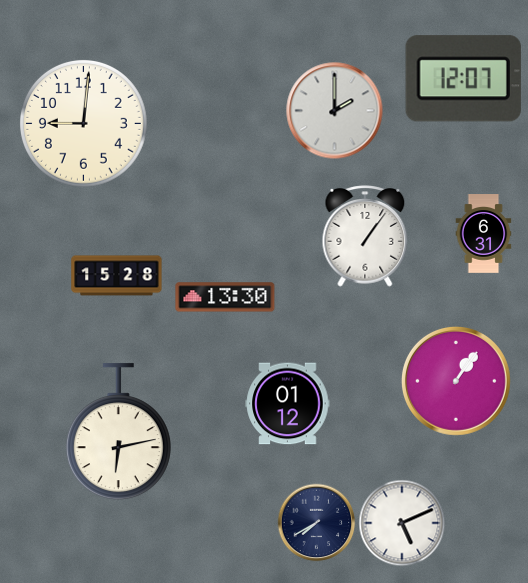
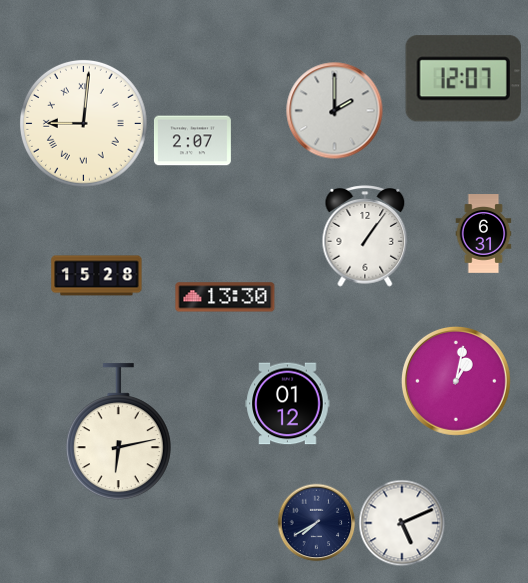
clock at (83, 123) numerals: Arabic -> Roman
clock at (192, 141): none -> 2:07
clock at (117, 276) position: (117, 276) -> (97, 276)
clock at (456, 381): 1:06 -> 1:02
